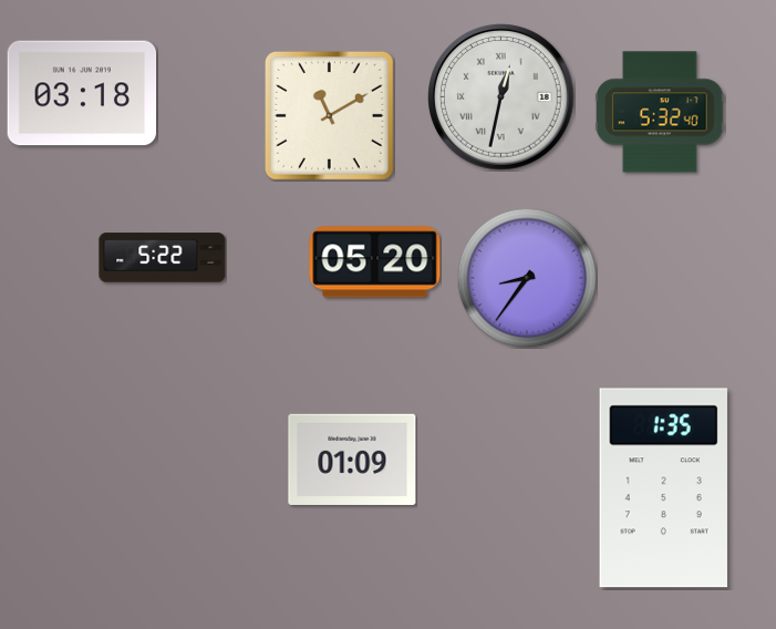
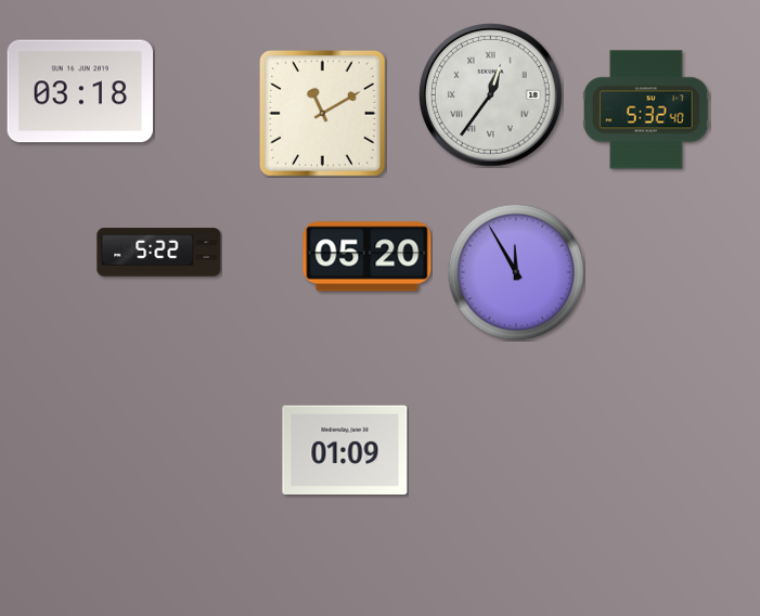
clock at (501, 97): 12:32 -> 12:36
clock at (527, 278): 8:36 -> 11:55
clock at (663, 488): 1:35 -> none
